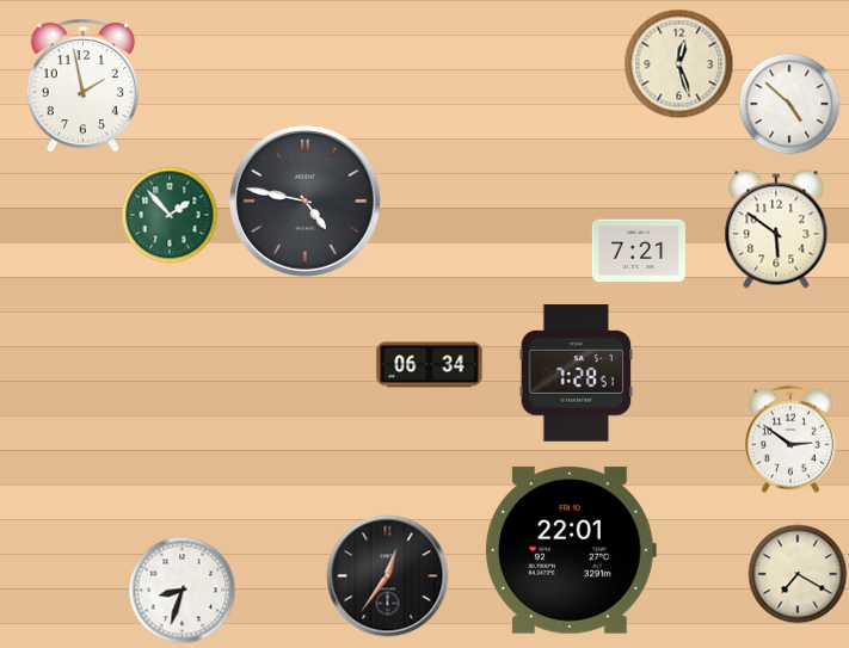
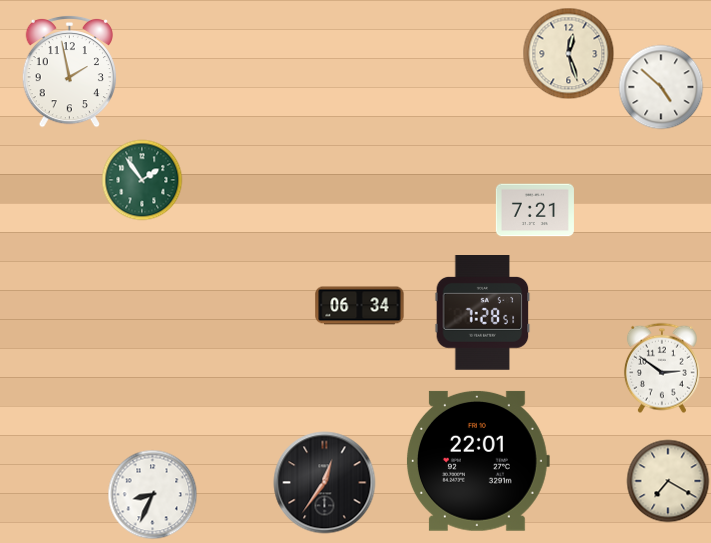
clock at (306, 202): 4:47 -> none
clock at (170, 215): 1:53 -> 1:54
clock at (776, 229): 5:51 -> none
clock at (183, 591): 8:33 -> 8:34
